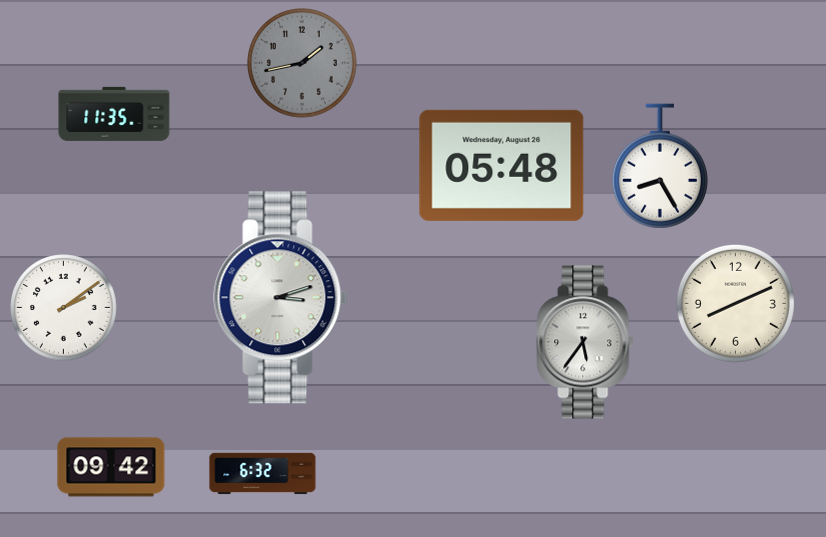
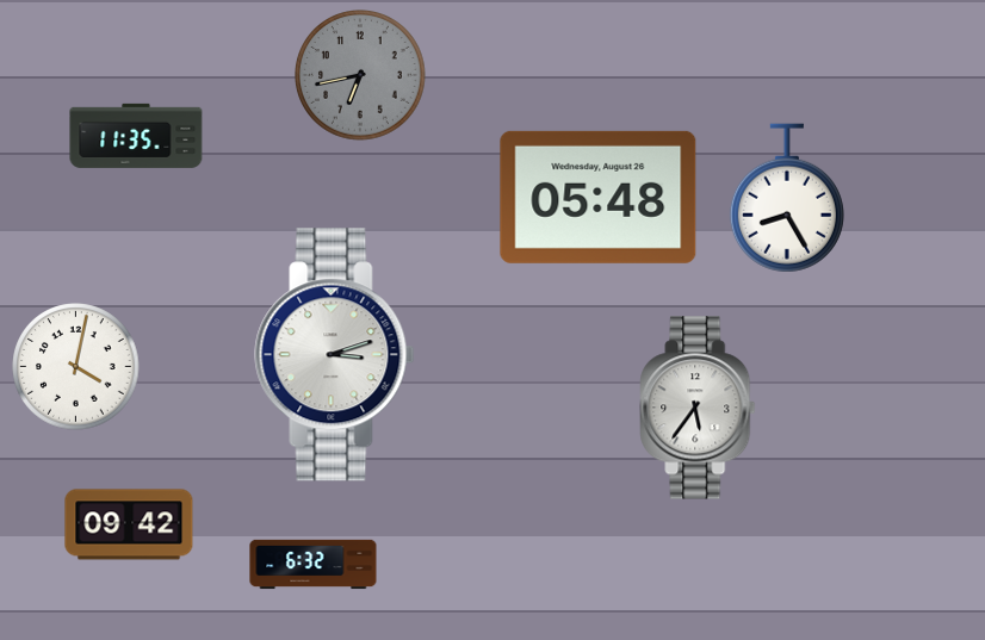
clock at (302, 63): 1:43 -> 6:43
clock at (735, 303): 8:11 -> none
clock at (64, 308): 2:09 -> 4:02
clock at (111, 467) position: (111, 467) -> (129, 524)
